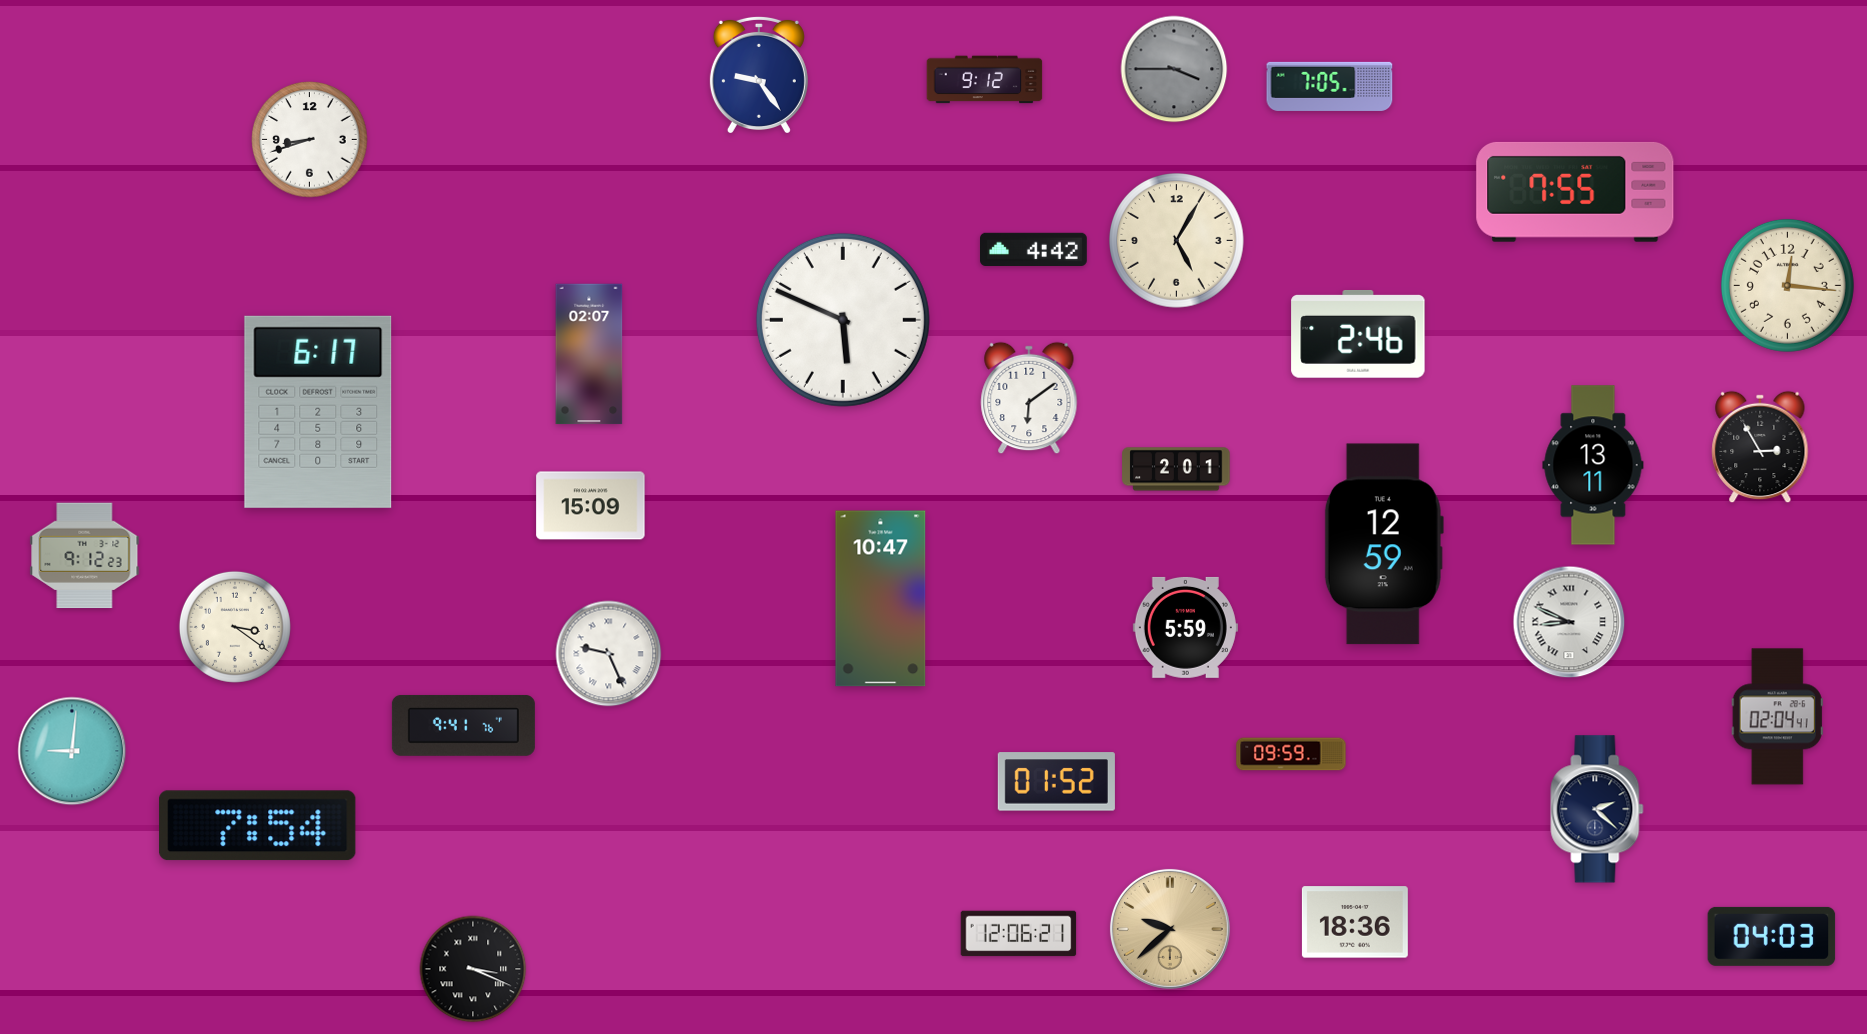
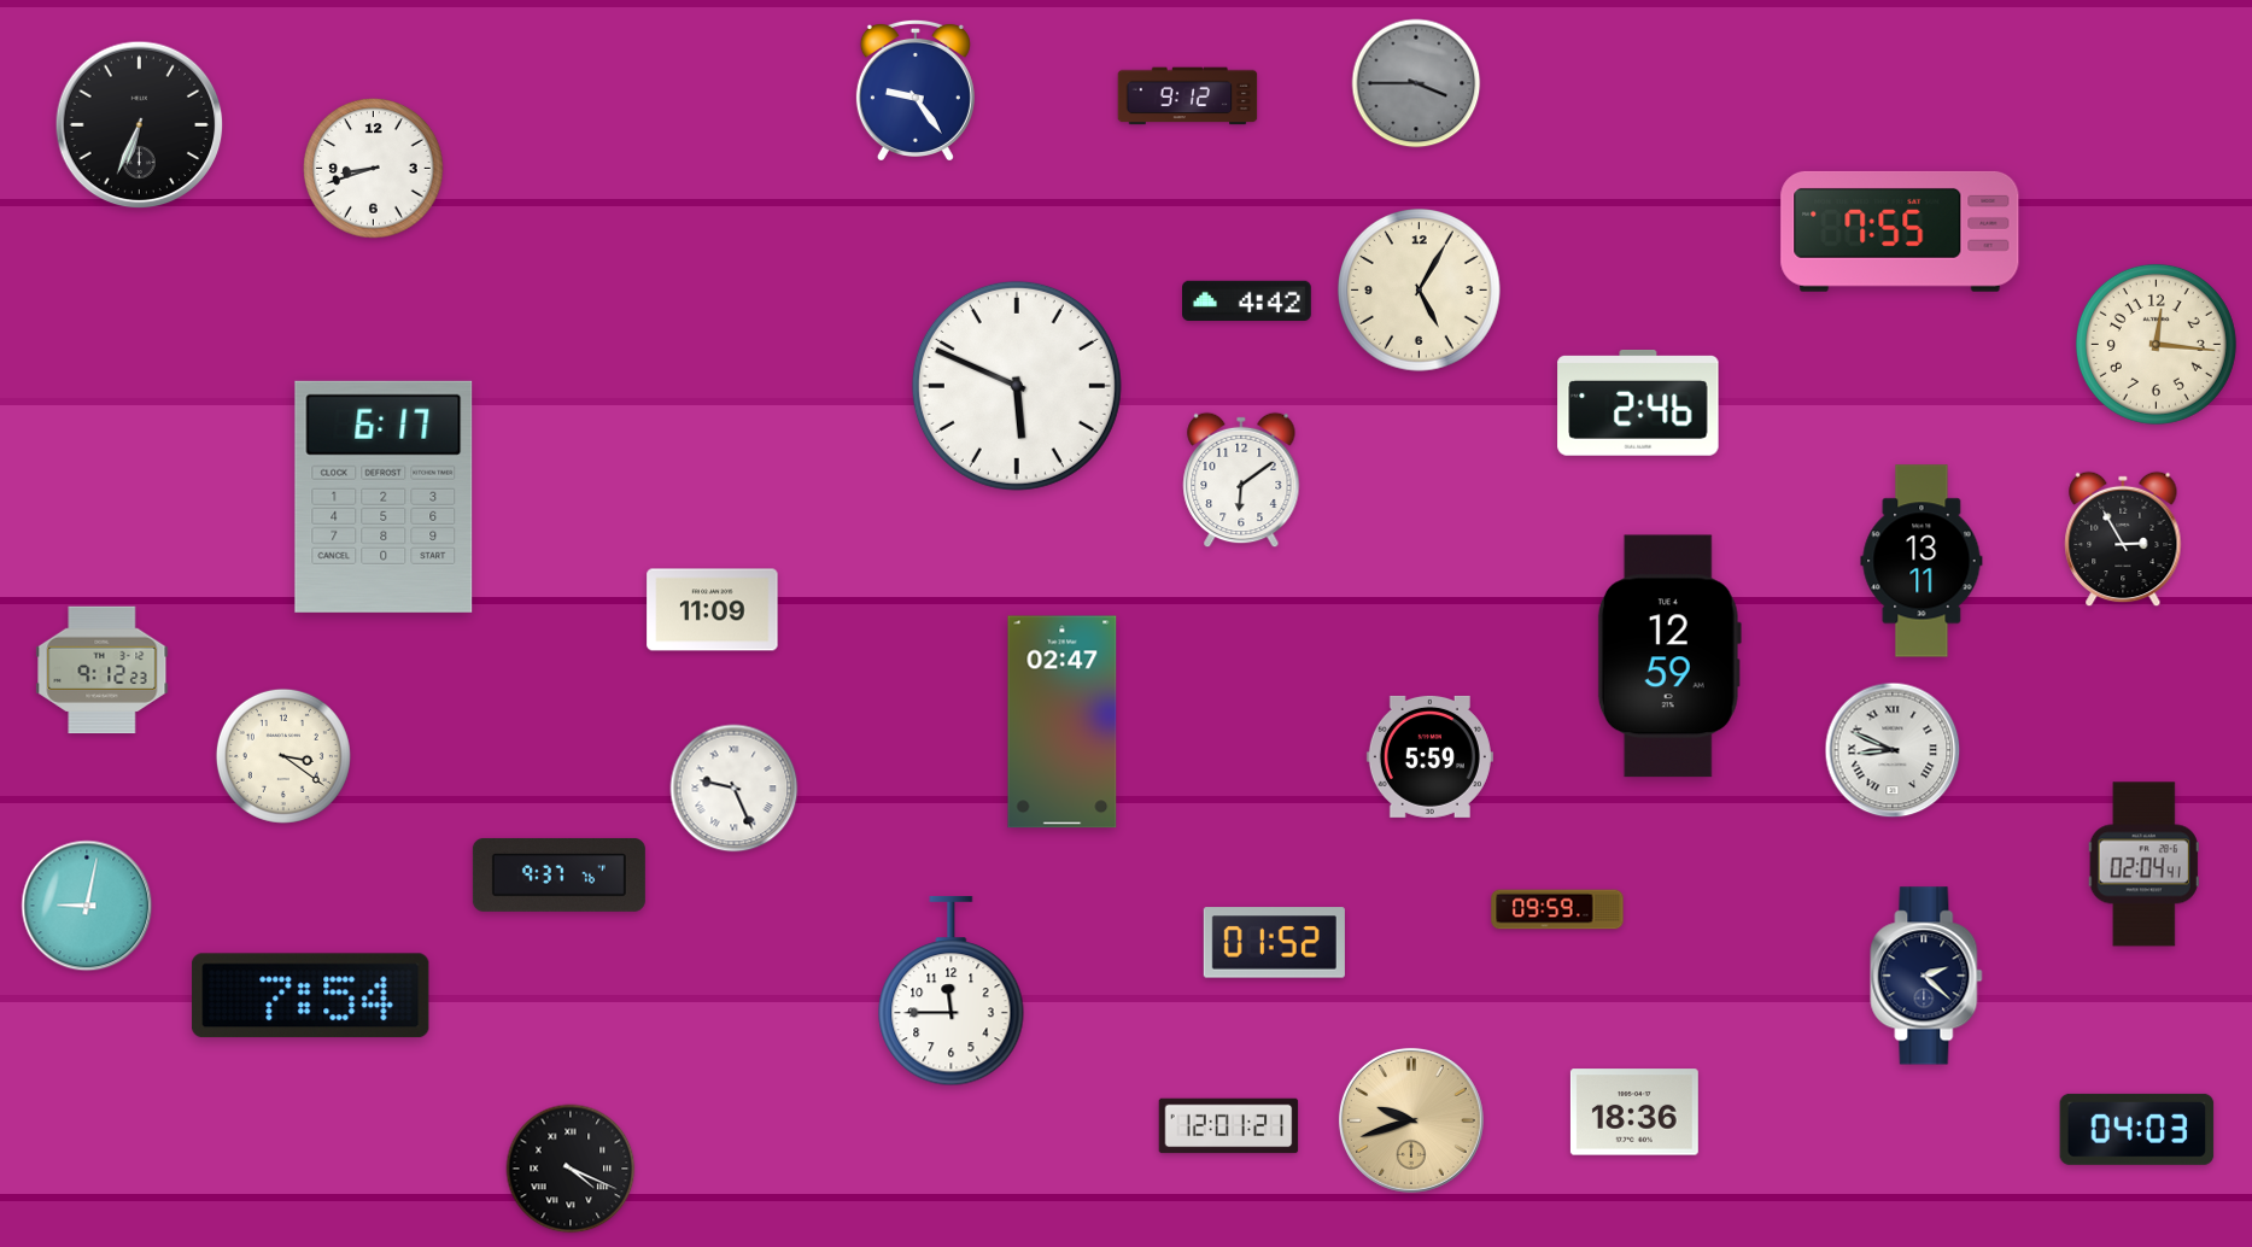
clock at (1330, 86): 7:05 -> none
clock at (140, 125): none -> 6:34
clock at (589, 354): 02:07 -> none
clock at (1176, 469): 2:01 -> none
clock at (591, 506): 15:09 -> 11:09
clock at (881, 599): 10:47 -> 02:47
clock at (463, 725): 9:41 -> 9:37
clock at (72, 751): 9:01 -> 9:02
clock at (952, 991): none -> 11:45
clock at (1170, 929): 9:38 -> 9:42
clock at (1019, 934): 12:06 -> 12:01
clock at (473, 969): 3:19 -> 4:19
